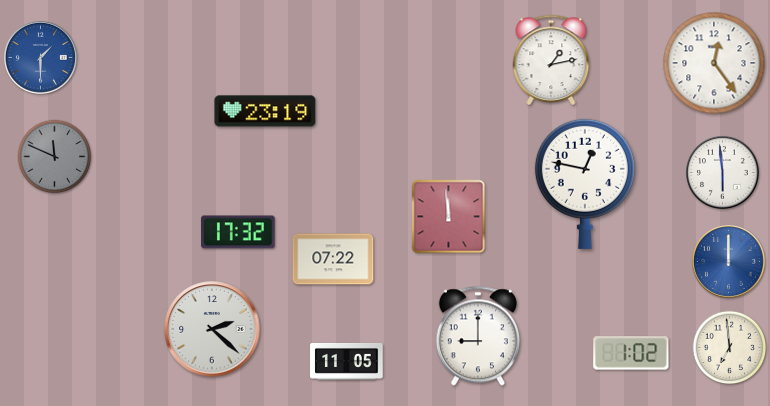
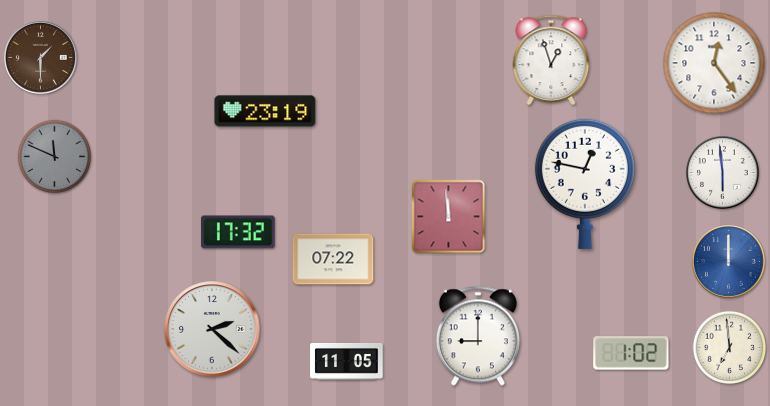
clock at (41, 58) dial: blue -> brown
clock at (551, 60): 1:13 -> 12:57
